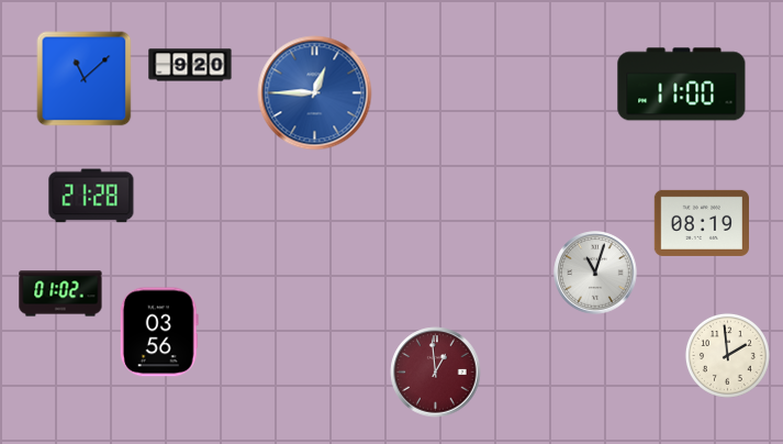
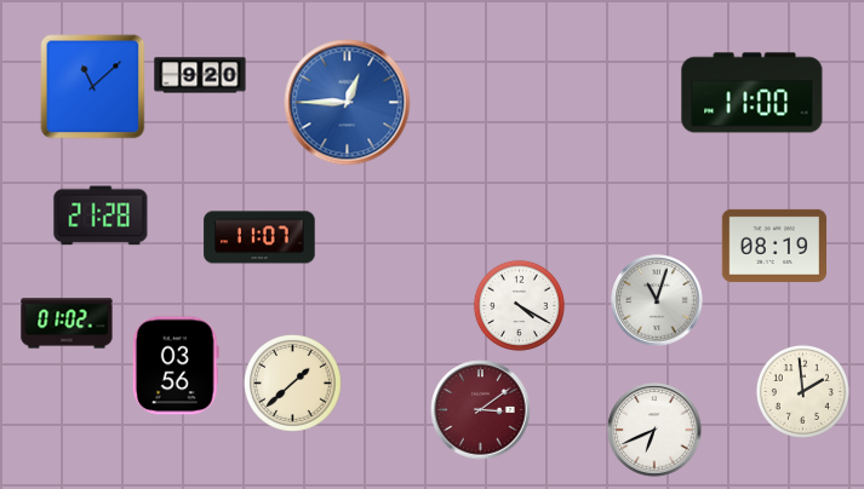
clock at (190, 65) position: (190, 65) -> (200, 75)
clock at (259, 237): none -> 11:07
clock at (519, 305): none -> 4:20
clock at (293, 384): none -> 1:38
clock at (436, 373): 12:59 -> 3:09
clock at (654, 430): none -> 6:41
